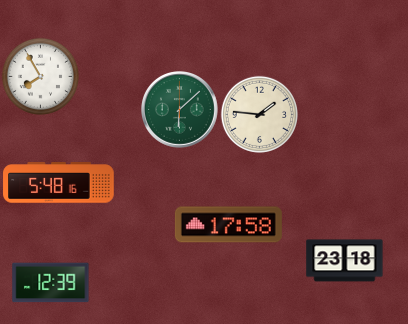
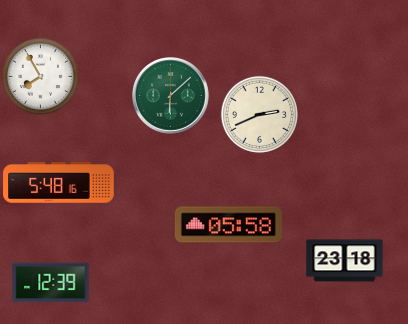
clock at (180, 110) position: (180, 110) -> (171, 96)
clock at (259, 114): 1:46 -> 2:41
clock at (228, 225): 17:58 -> 05:58
